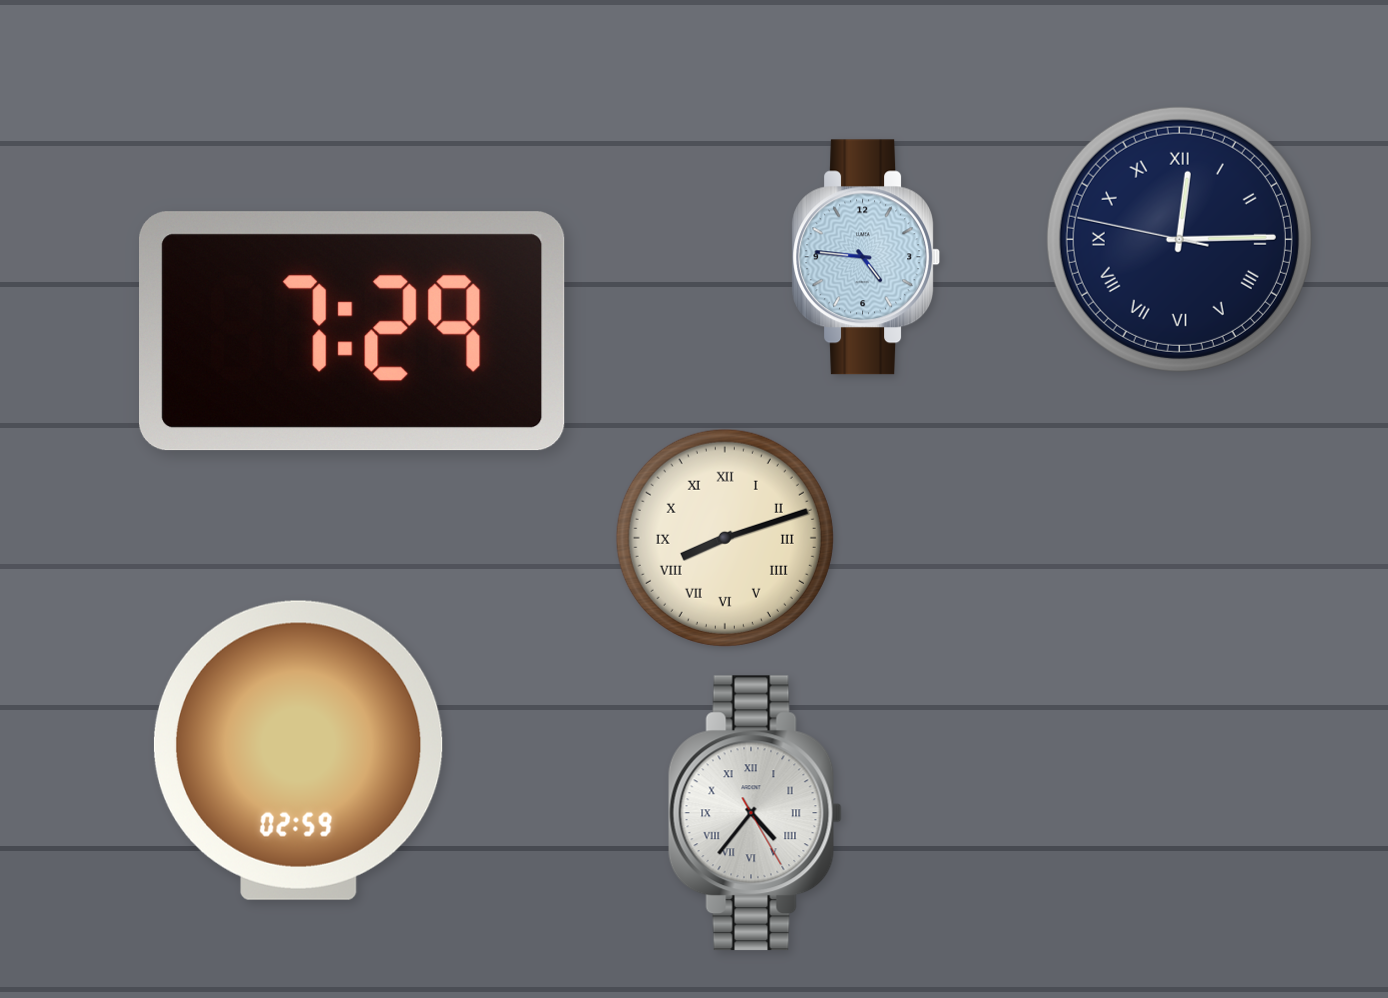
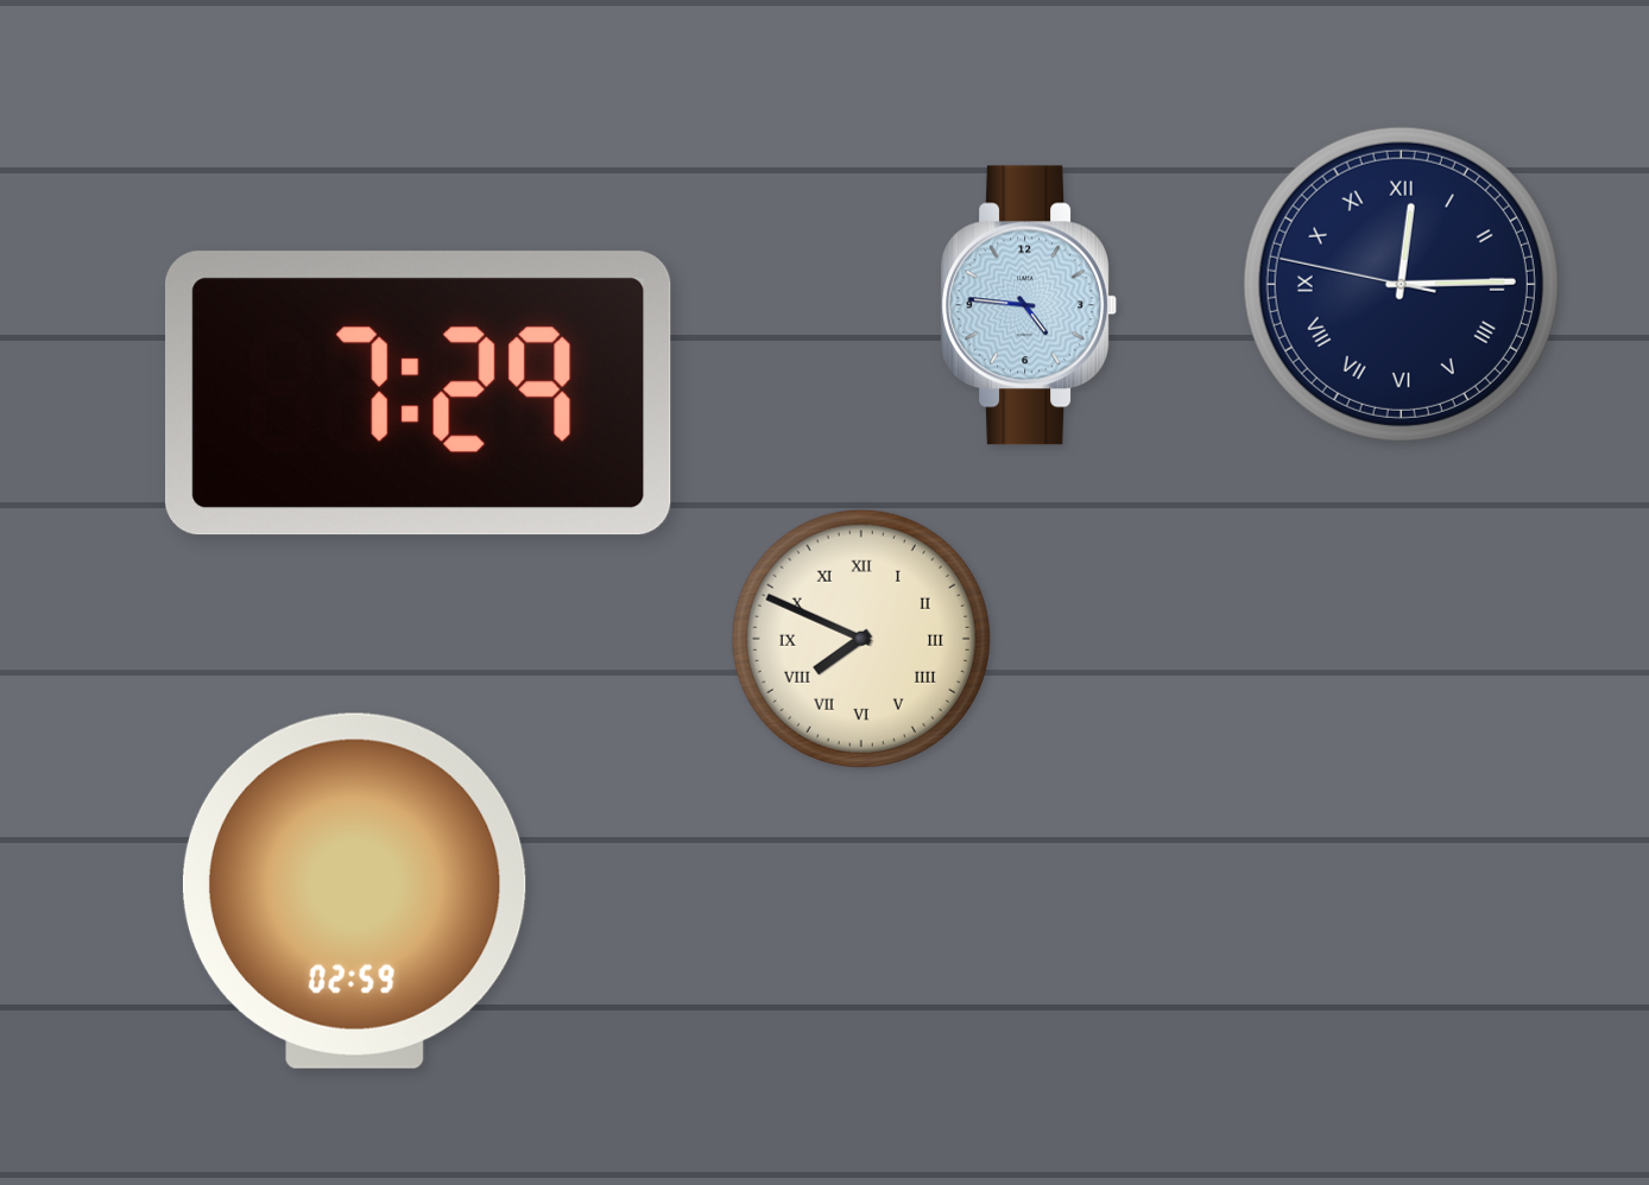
clock at (725, 538): 8:12 -> 7:49
clock at (755, 813): 4:36 -> none
